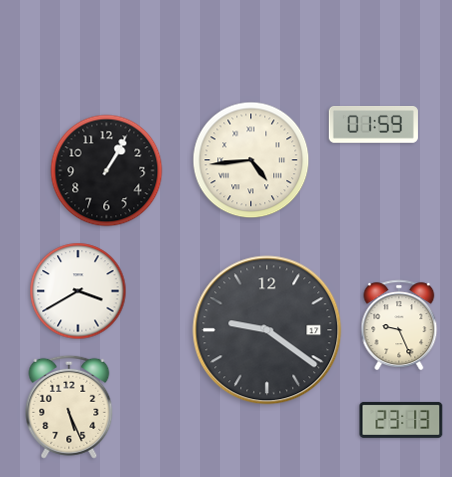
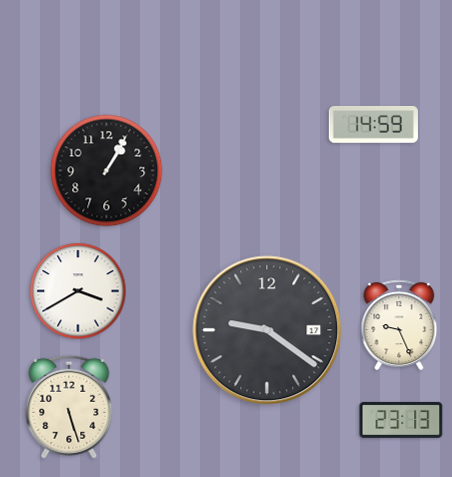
clock at (373, 124): 01:59 -> 14:59
clock at (251, 160): 4:44 -> none
clock at (69, 407): 5:26 -> 5:27
